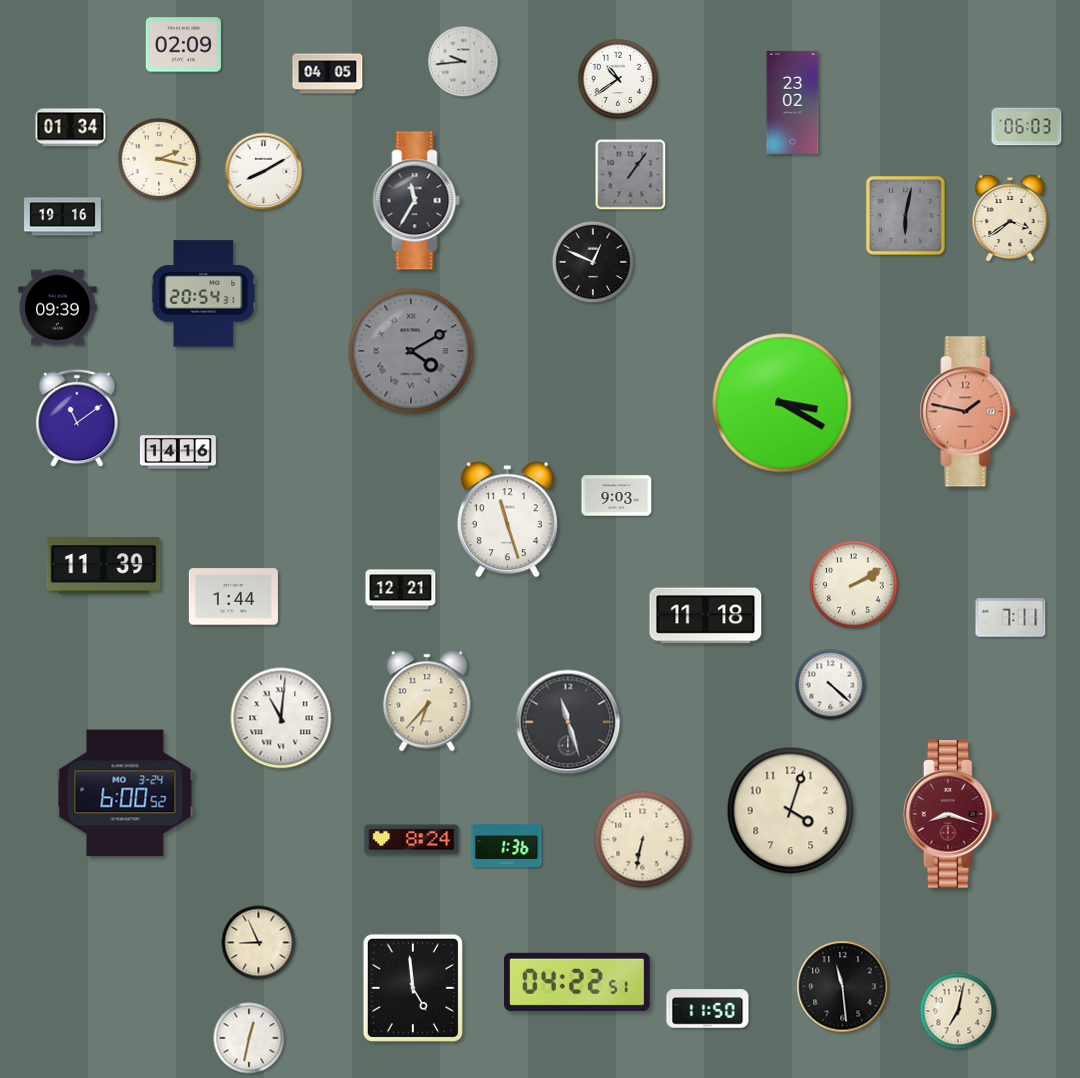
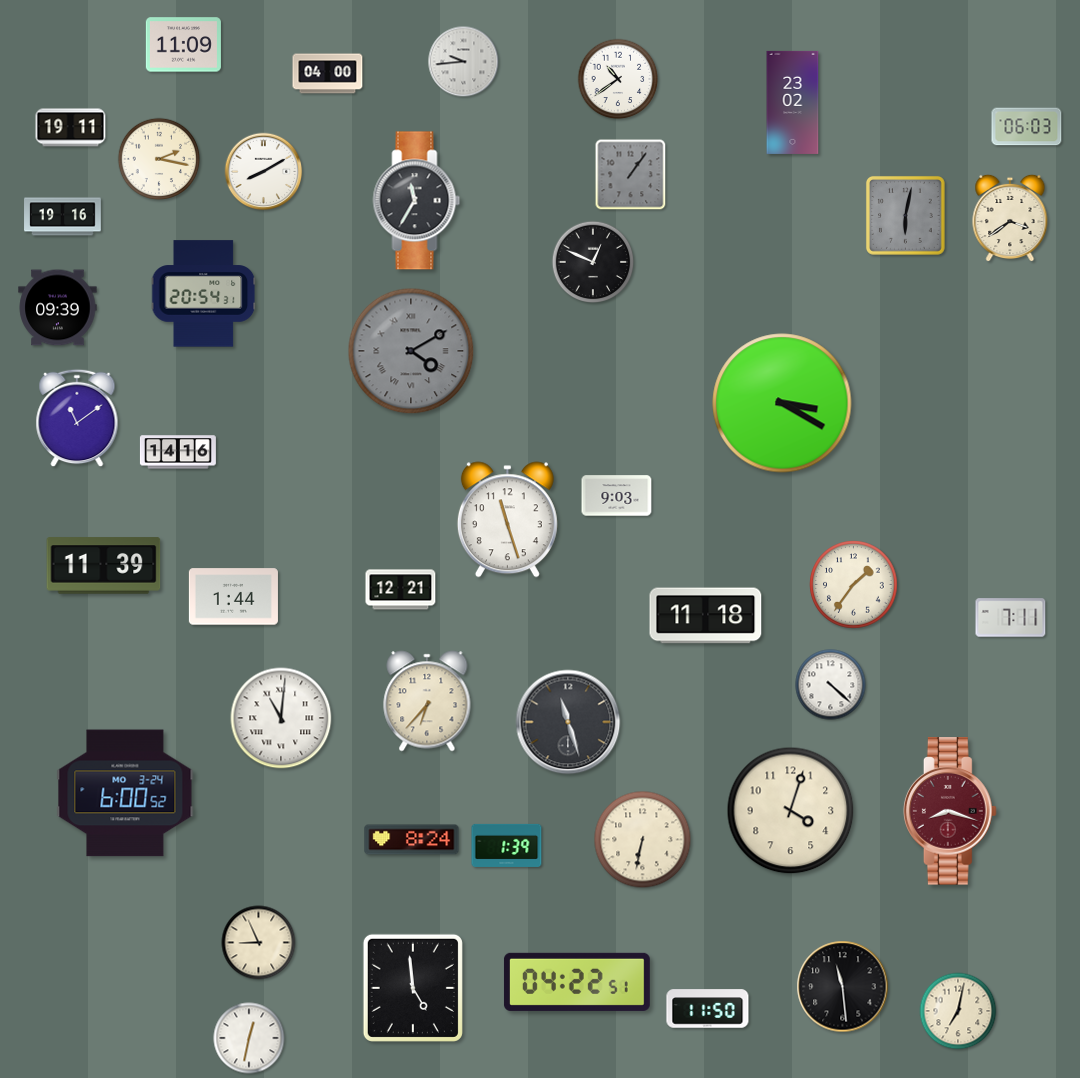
clock at (183, 45): 02:09 -> 11:09
clock at (328, 74): 04:05 -> 04:00
clock at (71, 128): 01:34 -> 19:11
clock at (968, 412): 1:47 -> none
clock at (854, 585): 2:10 -> 1:36
clock at (950, 814) position: (950, 814) -> (950, 811)
clock at (507, 845): 1:36 -> 1:39
